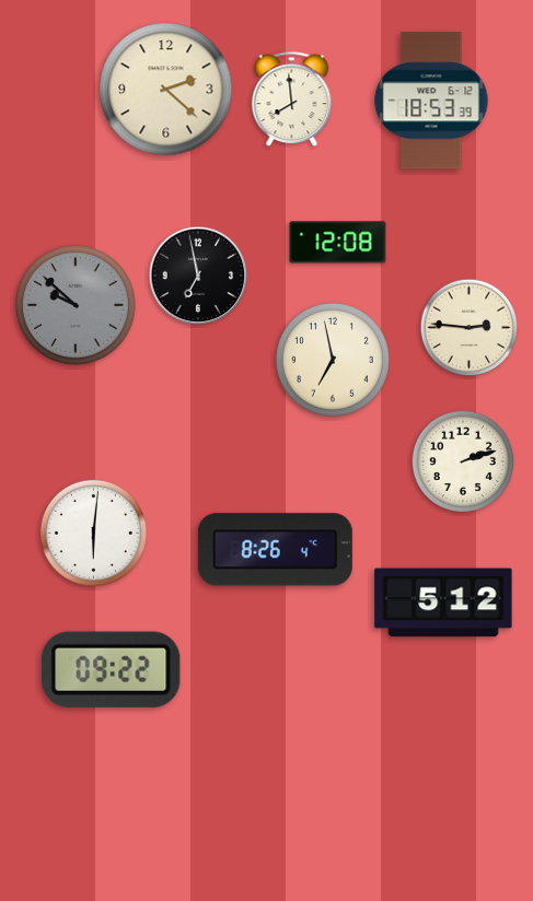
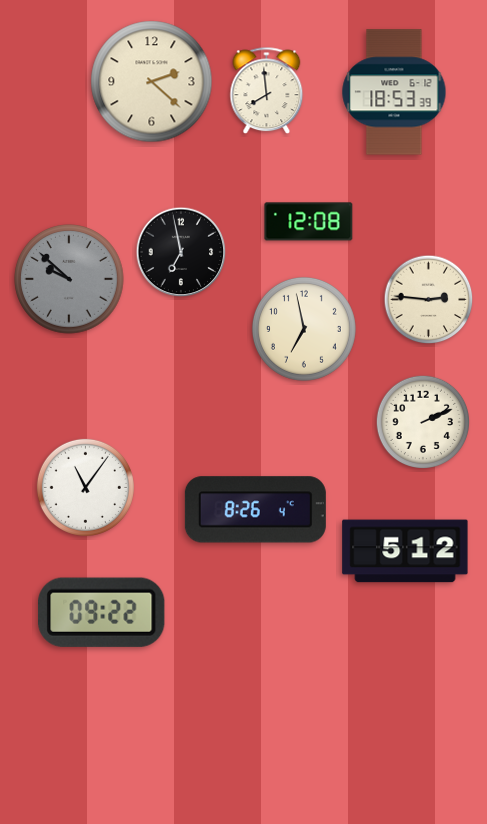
clock at (462, 460): 2:12 -> 2:11
clock at (93, 533): 6:01 -> 11:06
clock at (275, 550) position: (275, 550) -> (255, 510)
